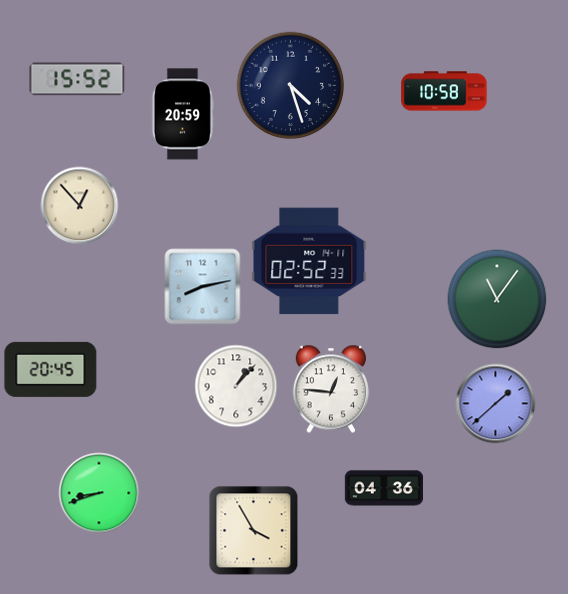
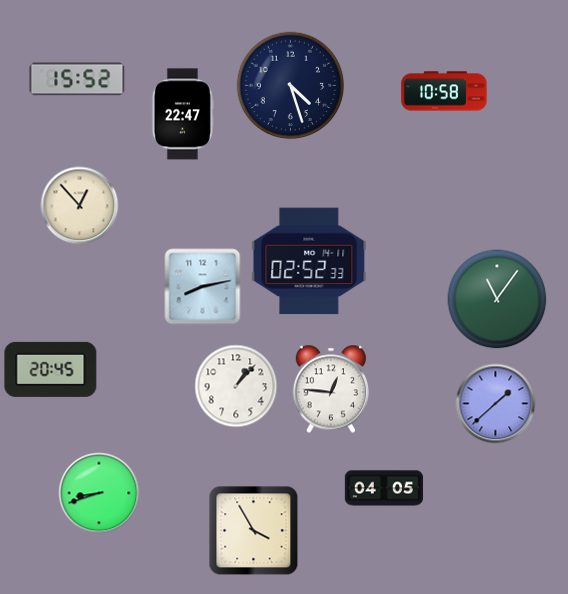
clock at (183, 114): 20:59 -> 22:47
clock at (383, 488): 04:36 -> 04:05
